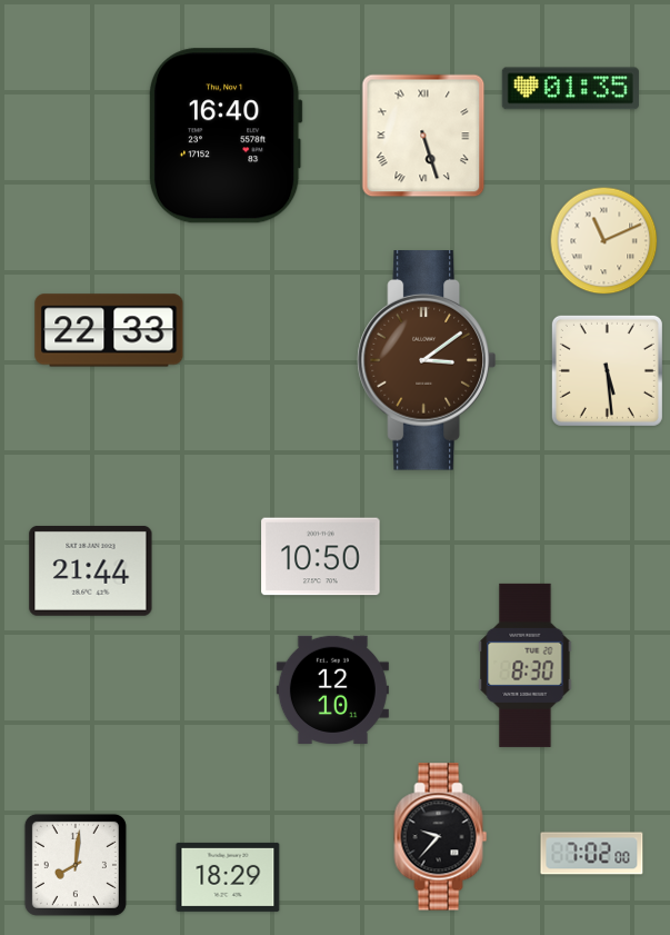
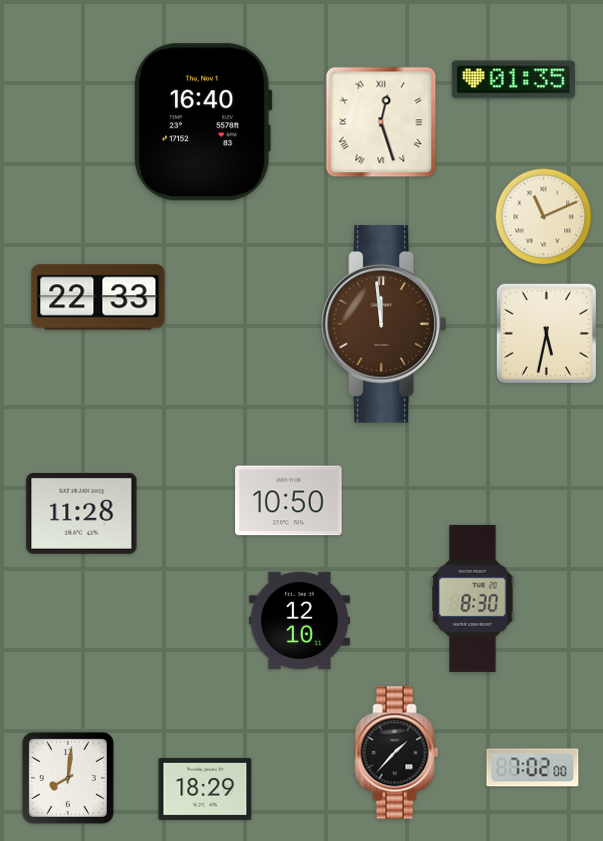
clock at (423, 136): 5:27 -> 12:27
clock at (427, 360): 3:09 -> 11:59
clock at (607, 370): 5:29 -> 5:32
clock at (91, 570): 21:44 -> 11:28
clock at (441, 837): 9:37 -> 1:37
